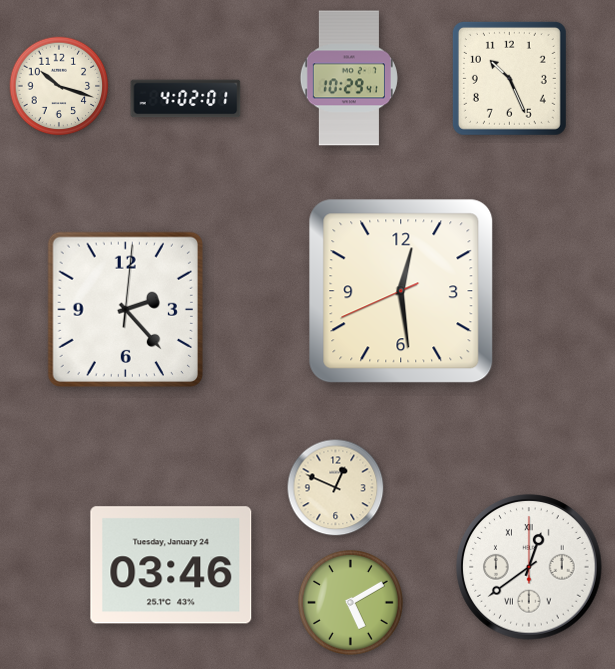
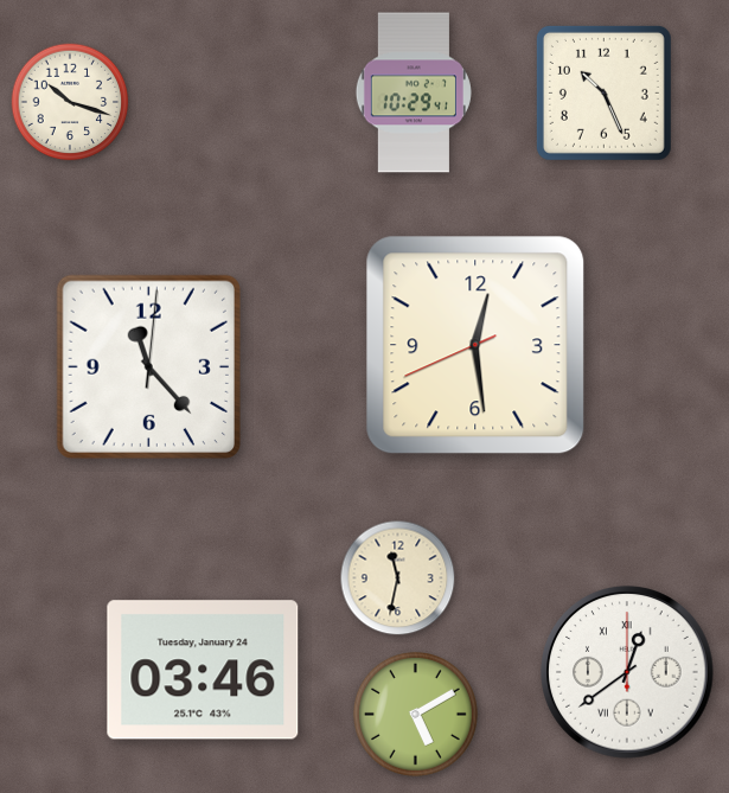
clock at (186, 99): 4:02 -> none
clock at (125, 309): 2:23 -> 11:23
clock at (336, 488): 12:49 -> 11:32
